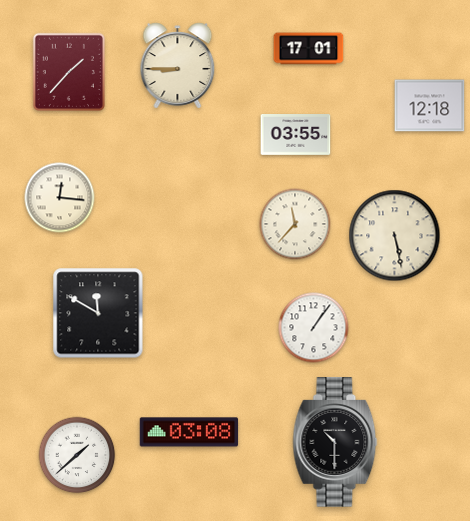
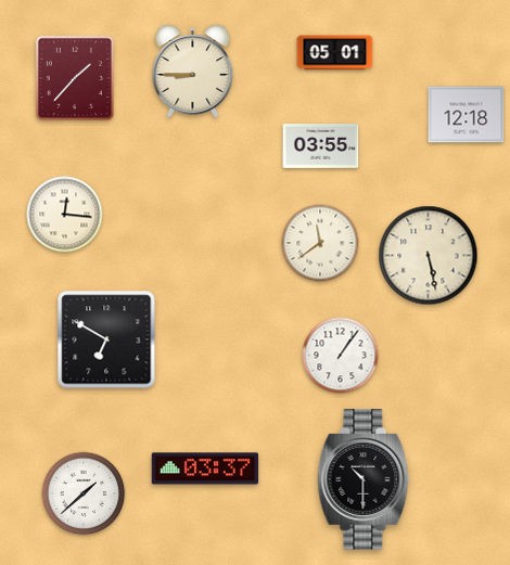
clock at (309, 49): 17:01 -> 05:01
clock at (295, 224): 11:37 -> 11:39
clock at (98, 313): 11:50 -> 6:50
clock at (189, 432): 03:08 -> 03:37
